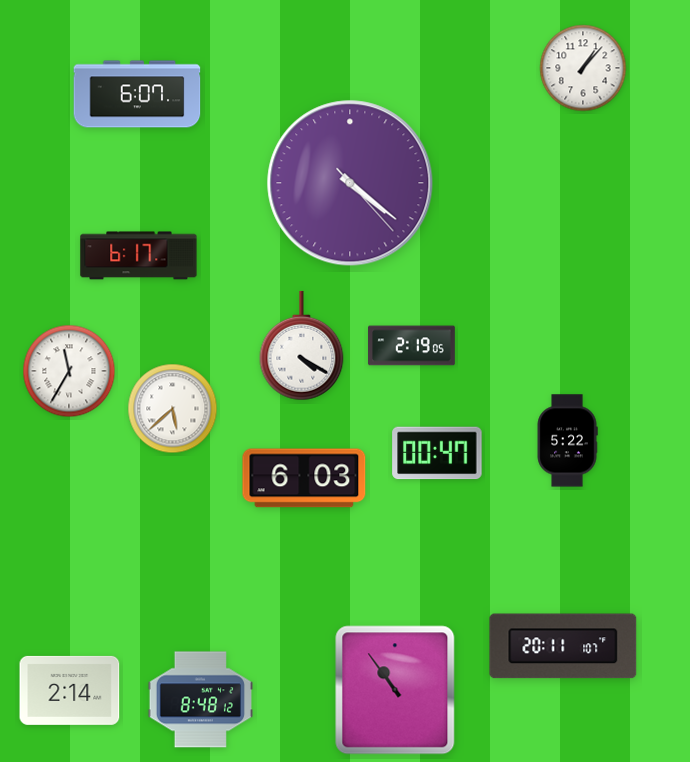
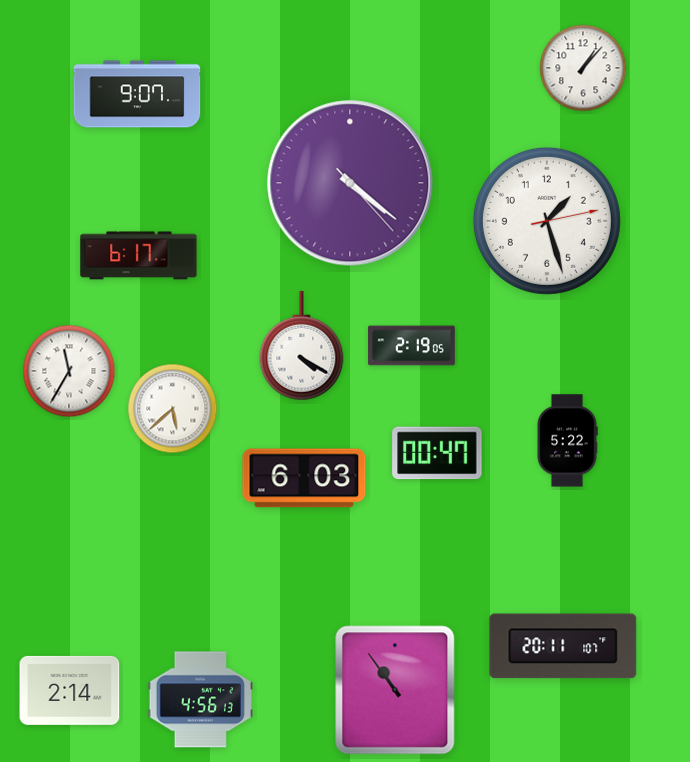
clock at (137, 94): 6:07 -> 9:07
clock at (547, 221): none -> 1:27
clock at (200, 700): 8:48 -> 4:56
